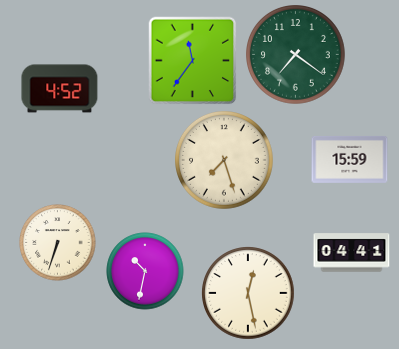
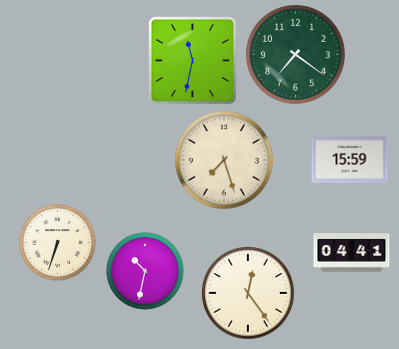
clock at (193, 61): 11:36 -> 11:32
clock at (60, 89): 4:52 -> none
clock at (248, 293): 12:28 -> 12:24
